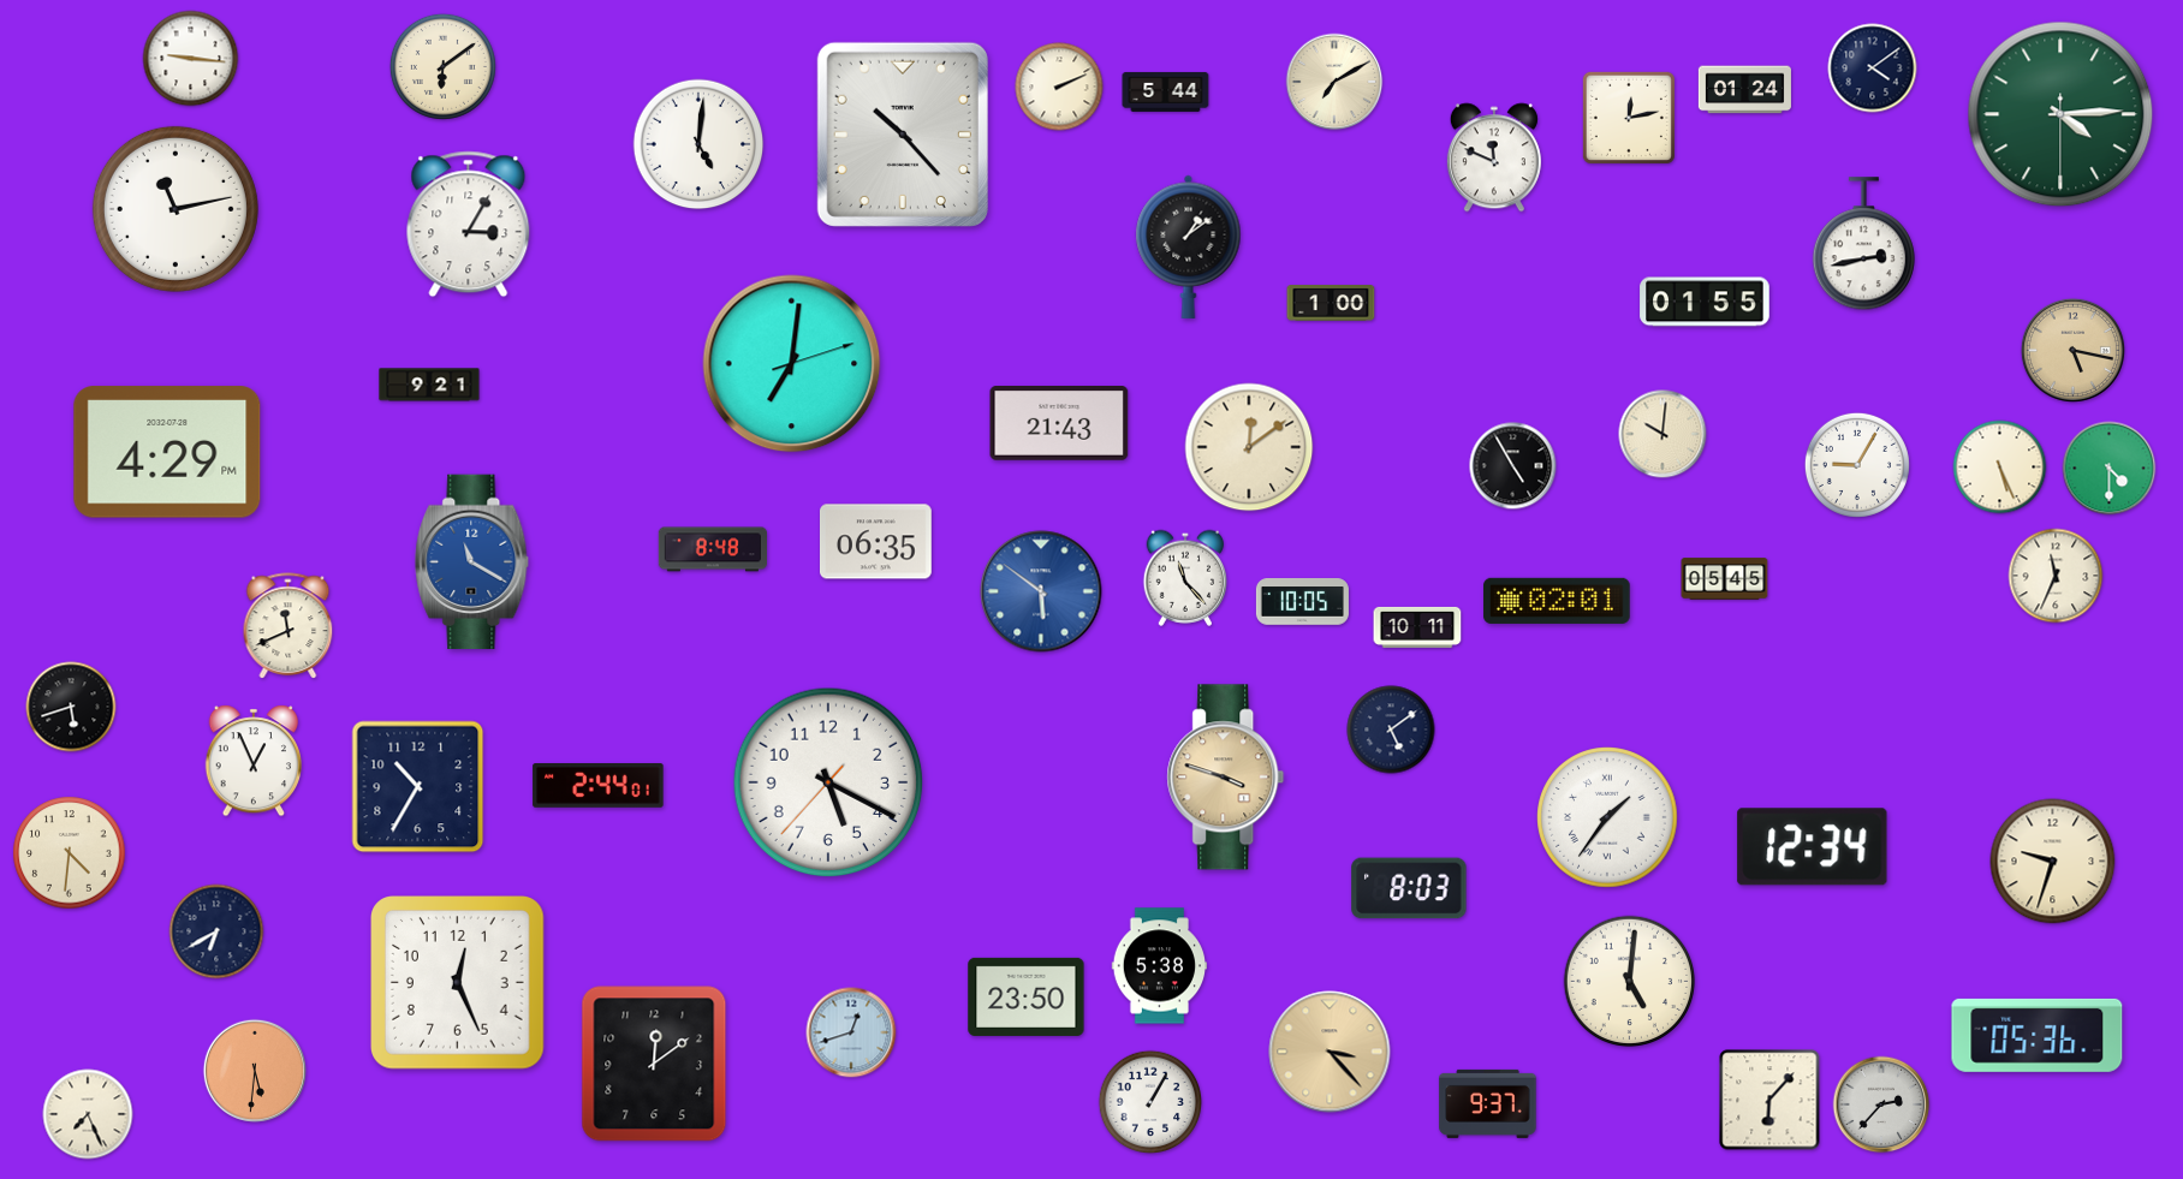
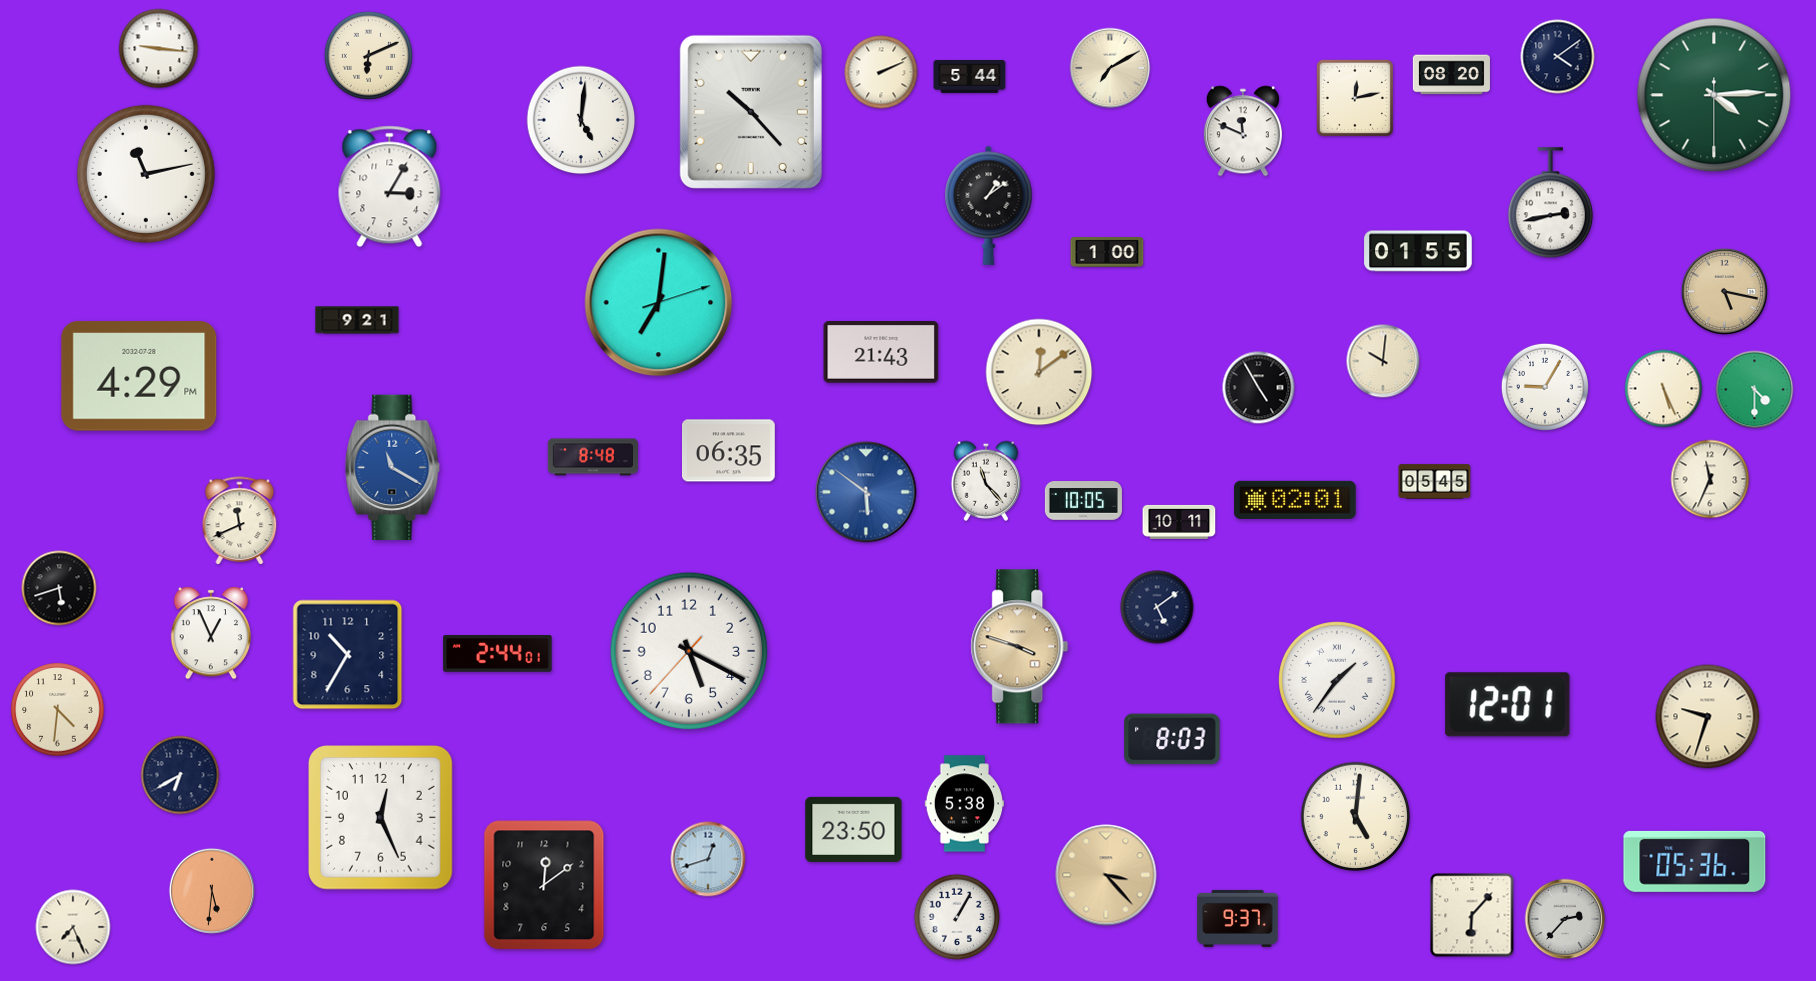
clock at (442, 66): 6:09 -> 6:11
clock at (1744, 90): 01:24 -> 08:20
clock at (1813, 847): 12:34 -> 12:01
